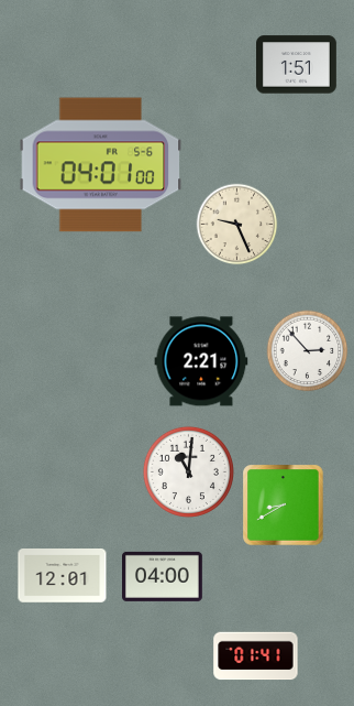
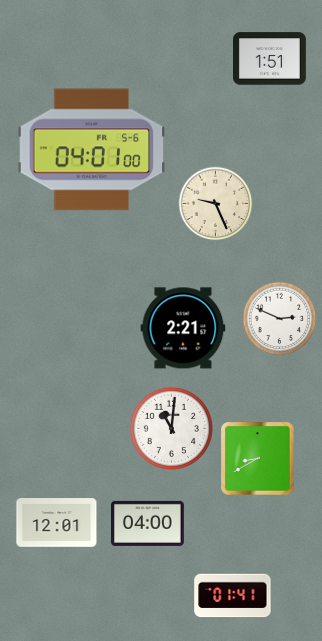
clock at (308, 351): 2:53 -> 2:49
